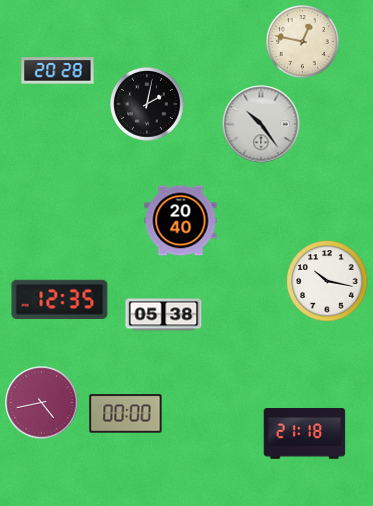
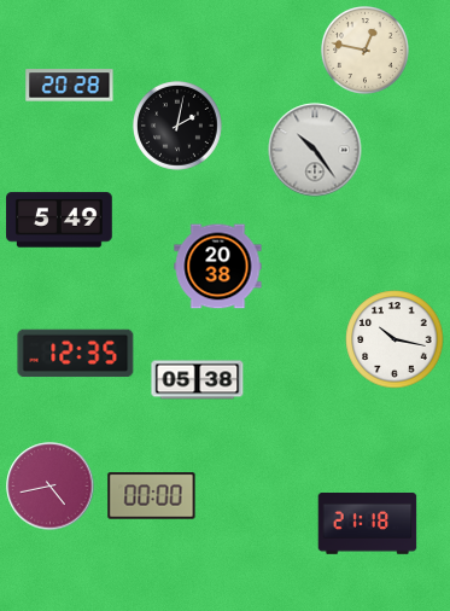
clock at (59, 220): none -> 5:49
clock at (181, 221): 20:40 -> 20:38
clock at (60, 300) position: (60, 300) -> (76, 354)
clock at (126, 414) position: (126, 414) -> (152, 496)
